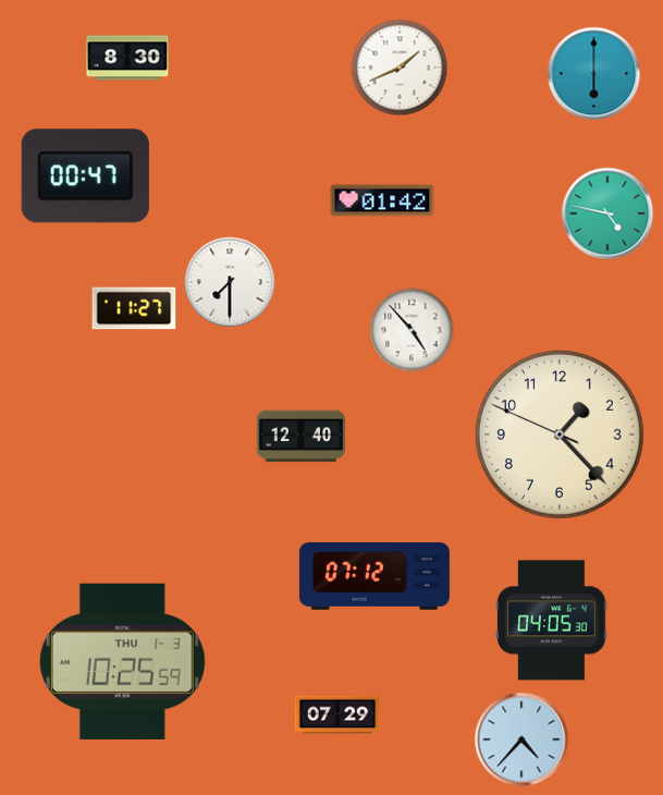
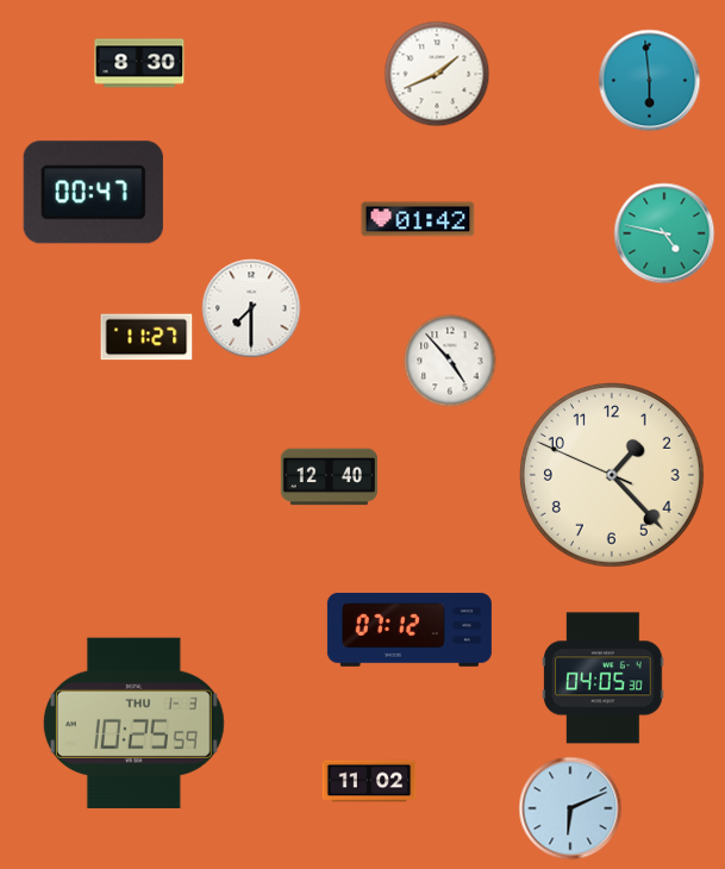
clock at (594, 74): 6:00 -> 5:59
clock at (337, 714): 07:29 -> 11:02
clock at (521, 739): 4:37 -> 6:11
